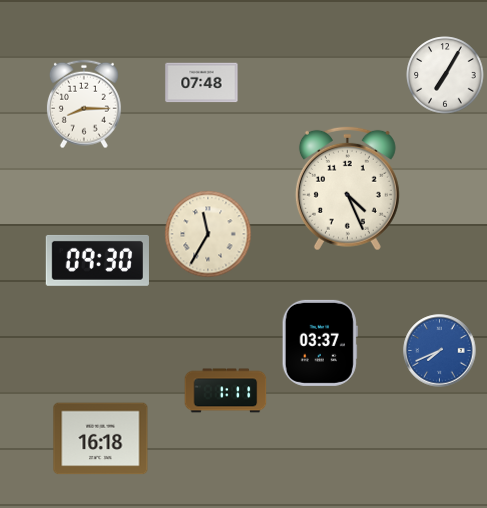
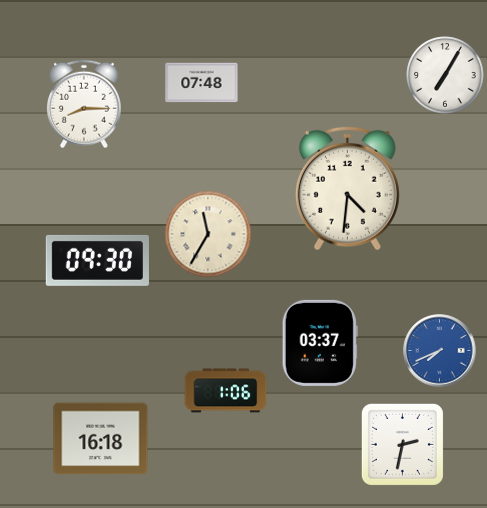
clock at (347, 188): 4:26 -> 4:31
clock at (226, 391): 1:11 -> 1:06
clock at (402, 444): none -> 2:32
